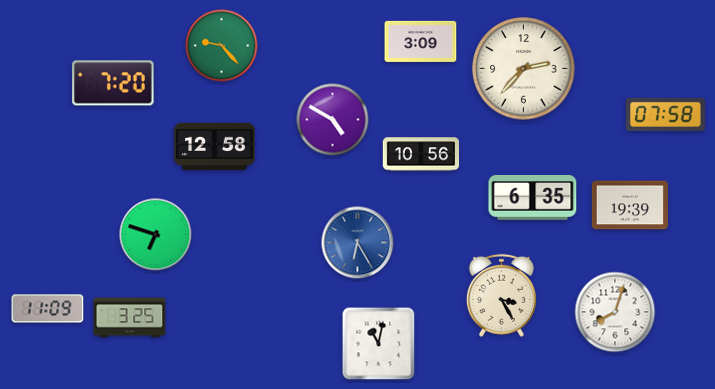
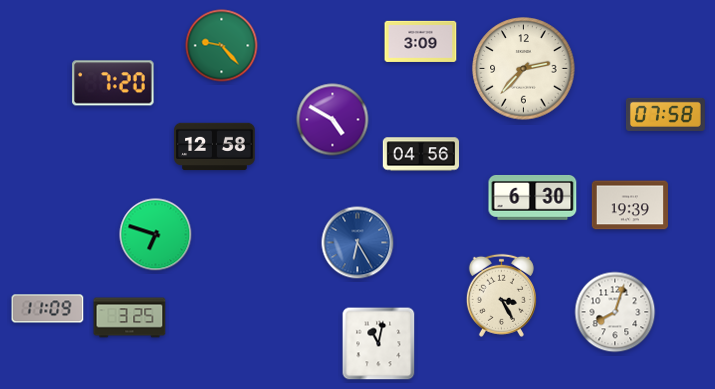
clock at (420, 154): 10:56 -> 04:56
clock at (533, 198): 6:35 -> 6:30
